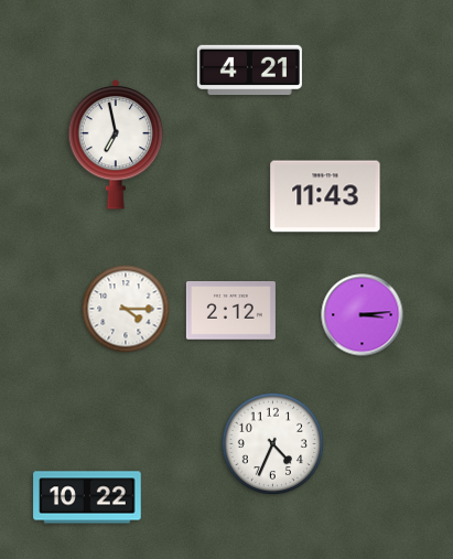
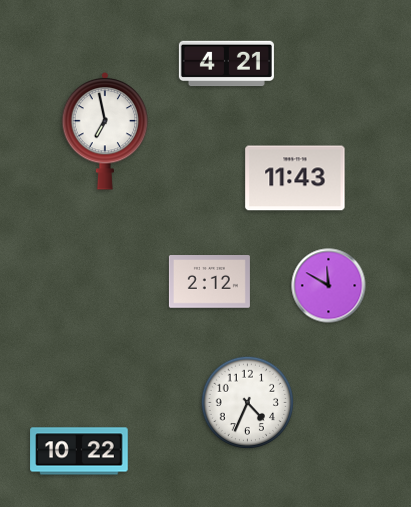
clock at (126, 309): 4:15 -> none
clock at (363, 315): 3:14 -> 11:50
